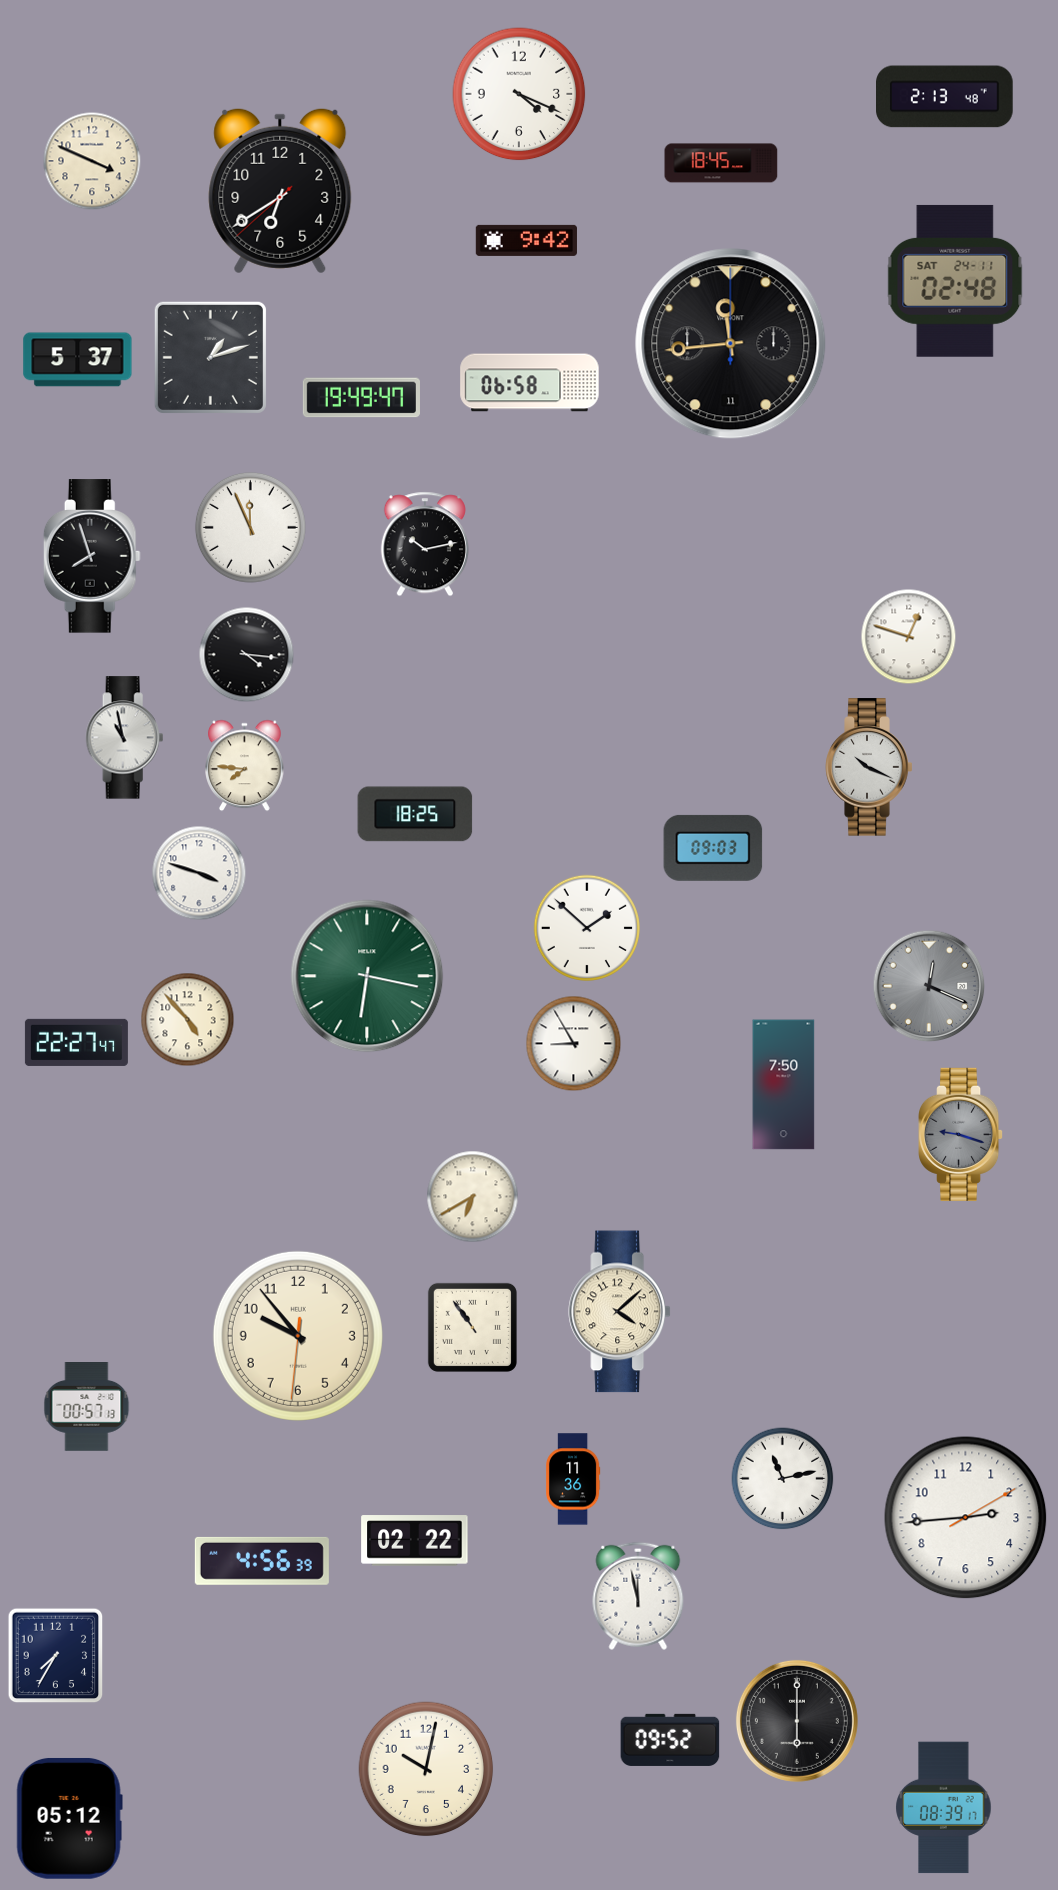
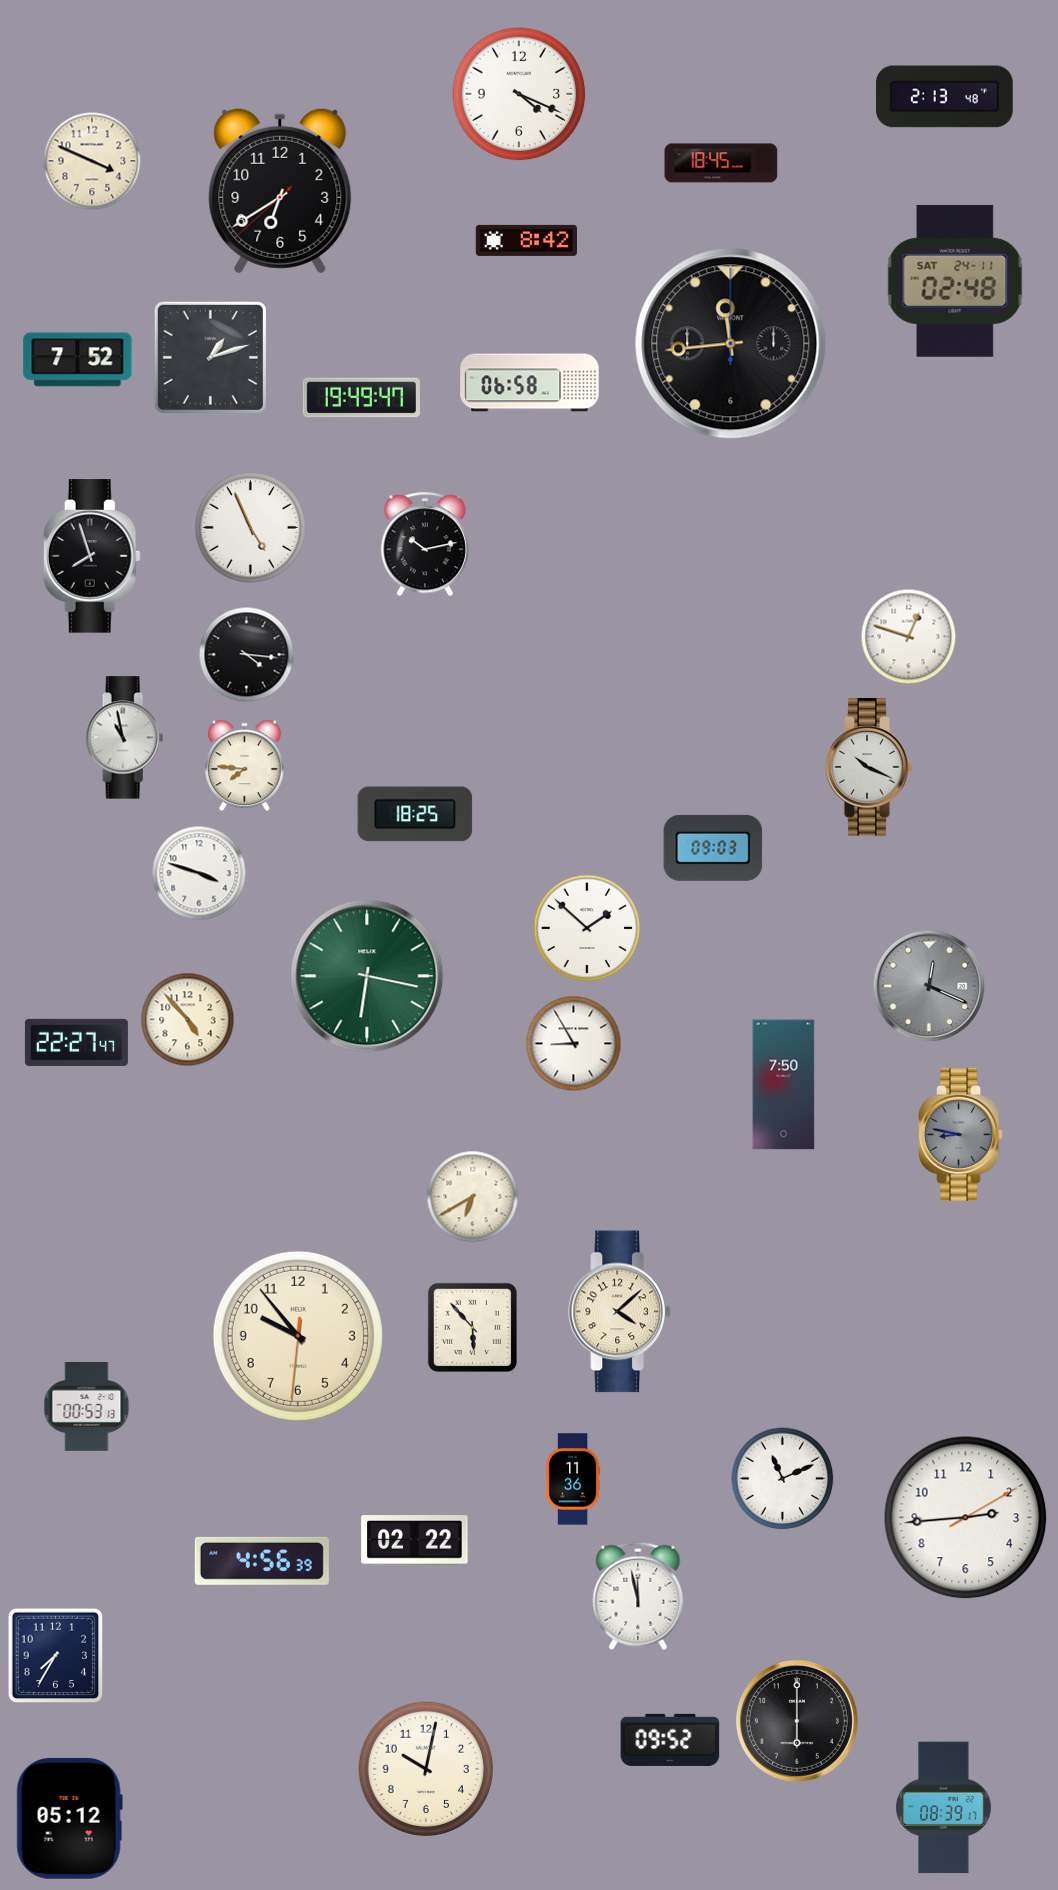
clock at (526, 240): 9:42 -> 8:42
clock at (731, 344) date: 11 -> 6
clock at (78, 360): 5:37 -> 7:52
clock at (250, 527): 11:56 -> 4:56
clock at (962, 1134): 9:18 -> 8:47
clock at (472, 1327): 10:54 -> 5:53
clock at (87, 1407): 00:57 -> 00:53
clock at (783, 1479): 11:13 -> 11:11
